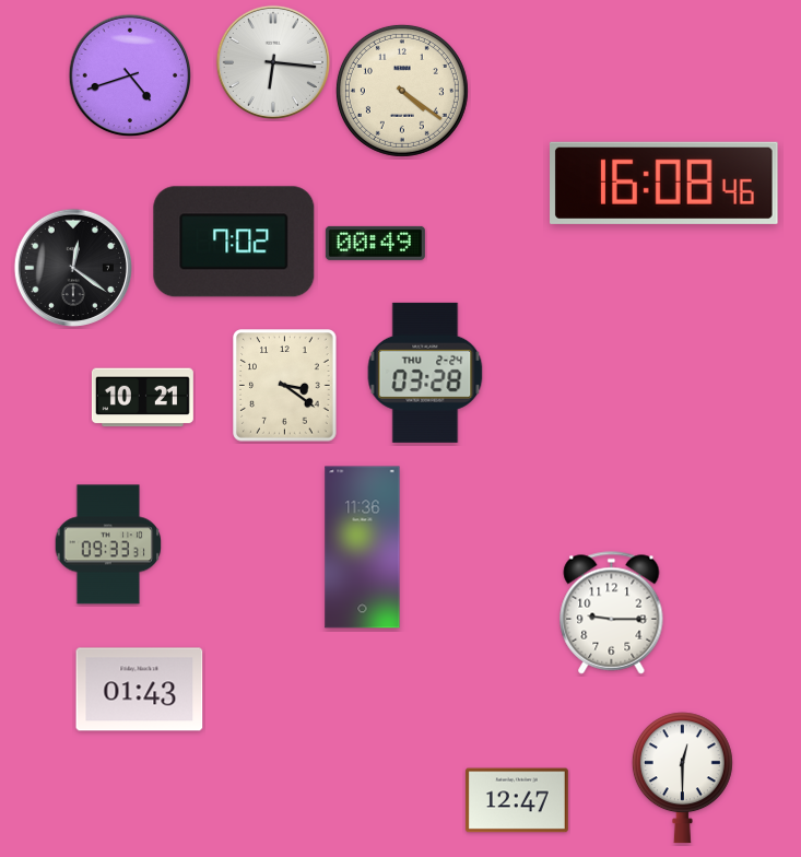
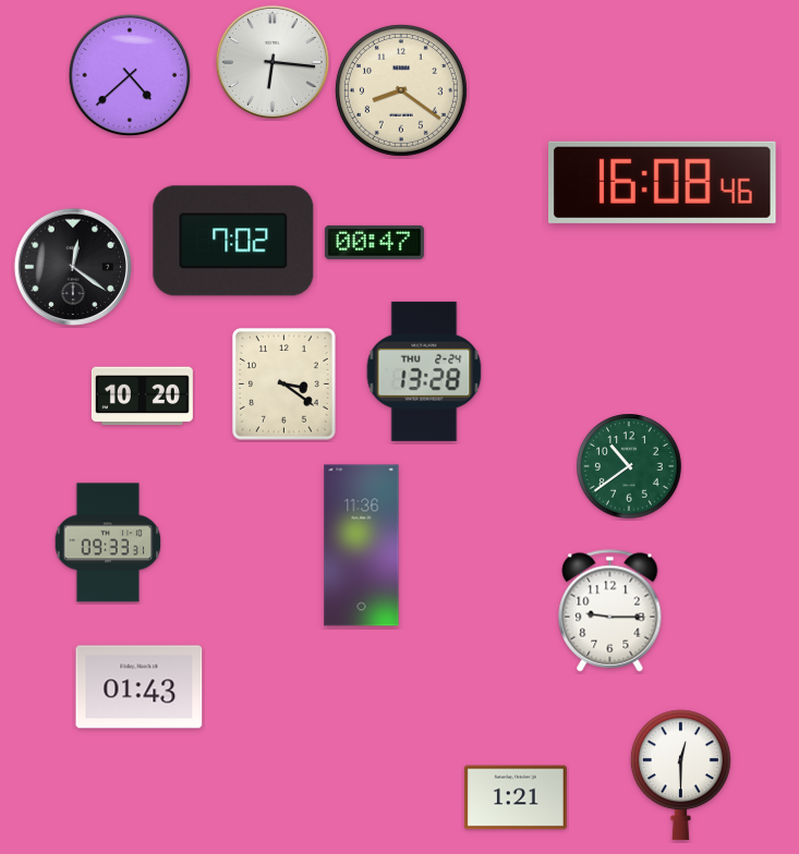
clock at (130, 75): 4:42 -> 4:38
clock at (402, 91): 4:21 -> 8:21
clock at (375, 243): 00:49 -> 00:47
clock at (425, 373): 03:28 -> 13:28
clock at (142, 398): 10:21 -> 10:20
clock at (629, 466): none -> 10:39
clock at (517, 800): 12:47 -> 1:21
